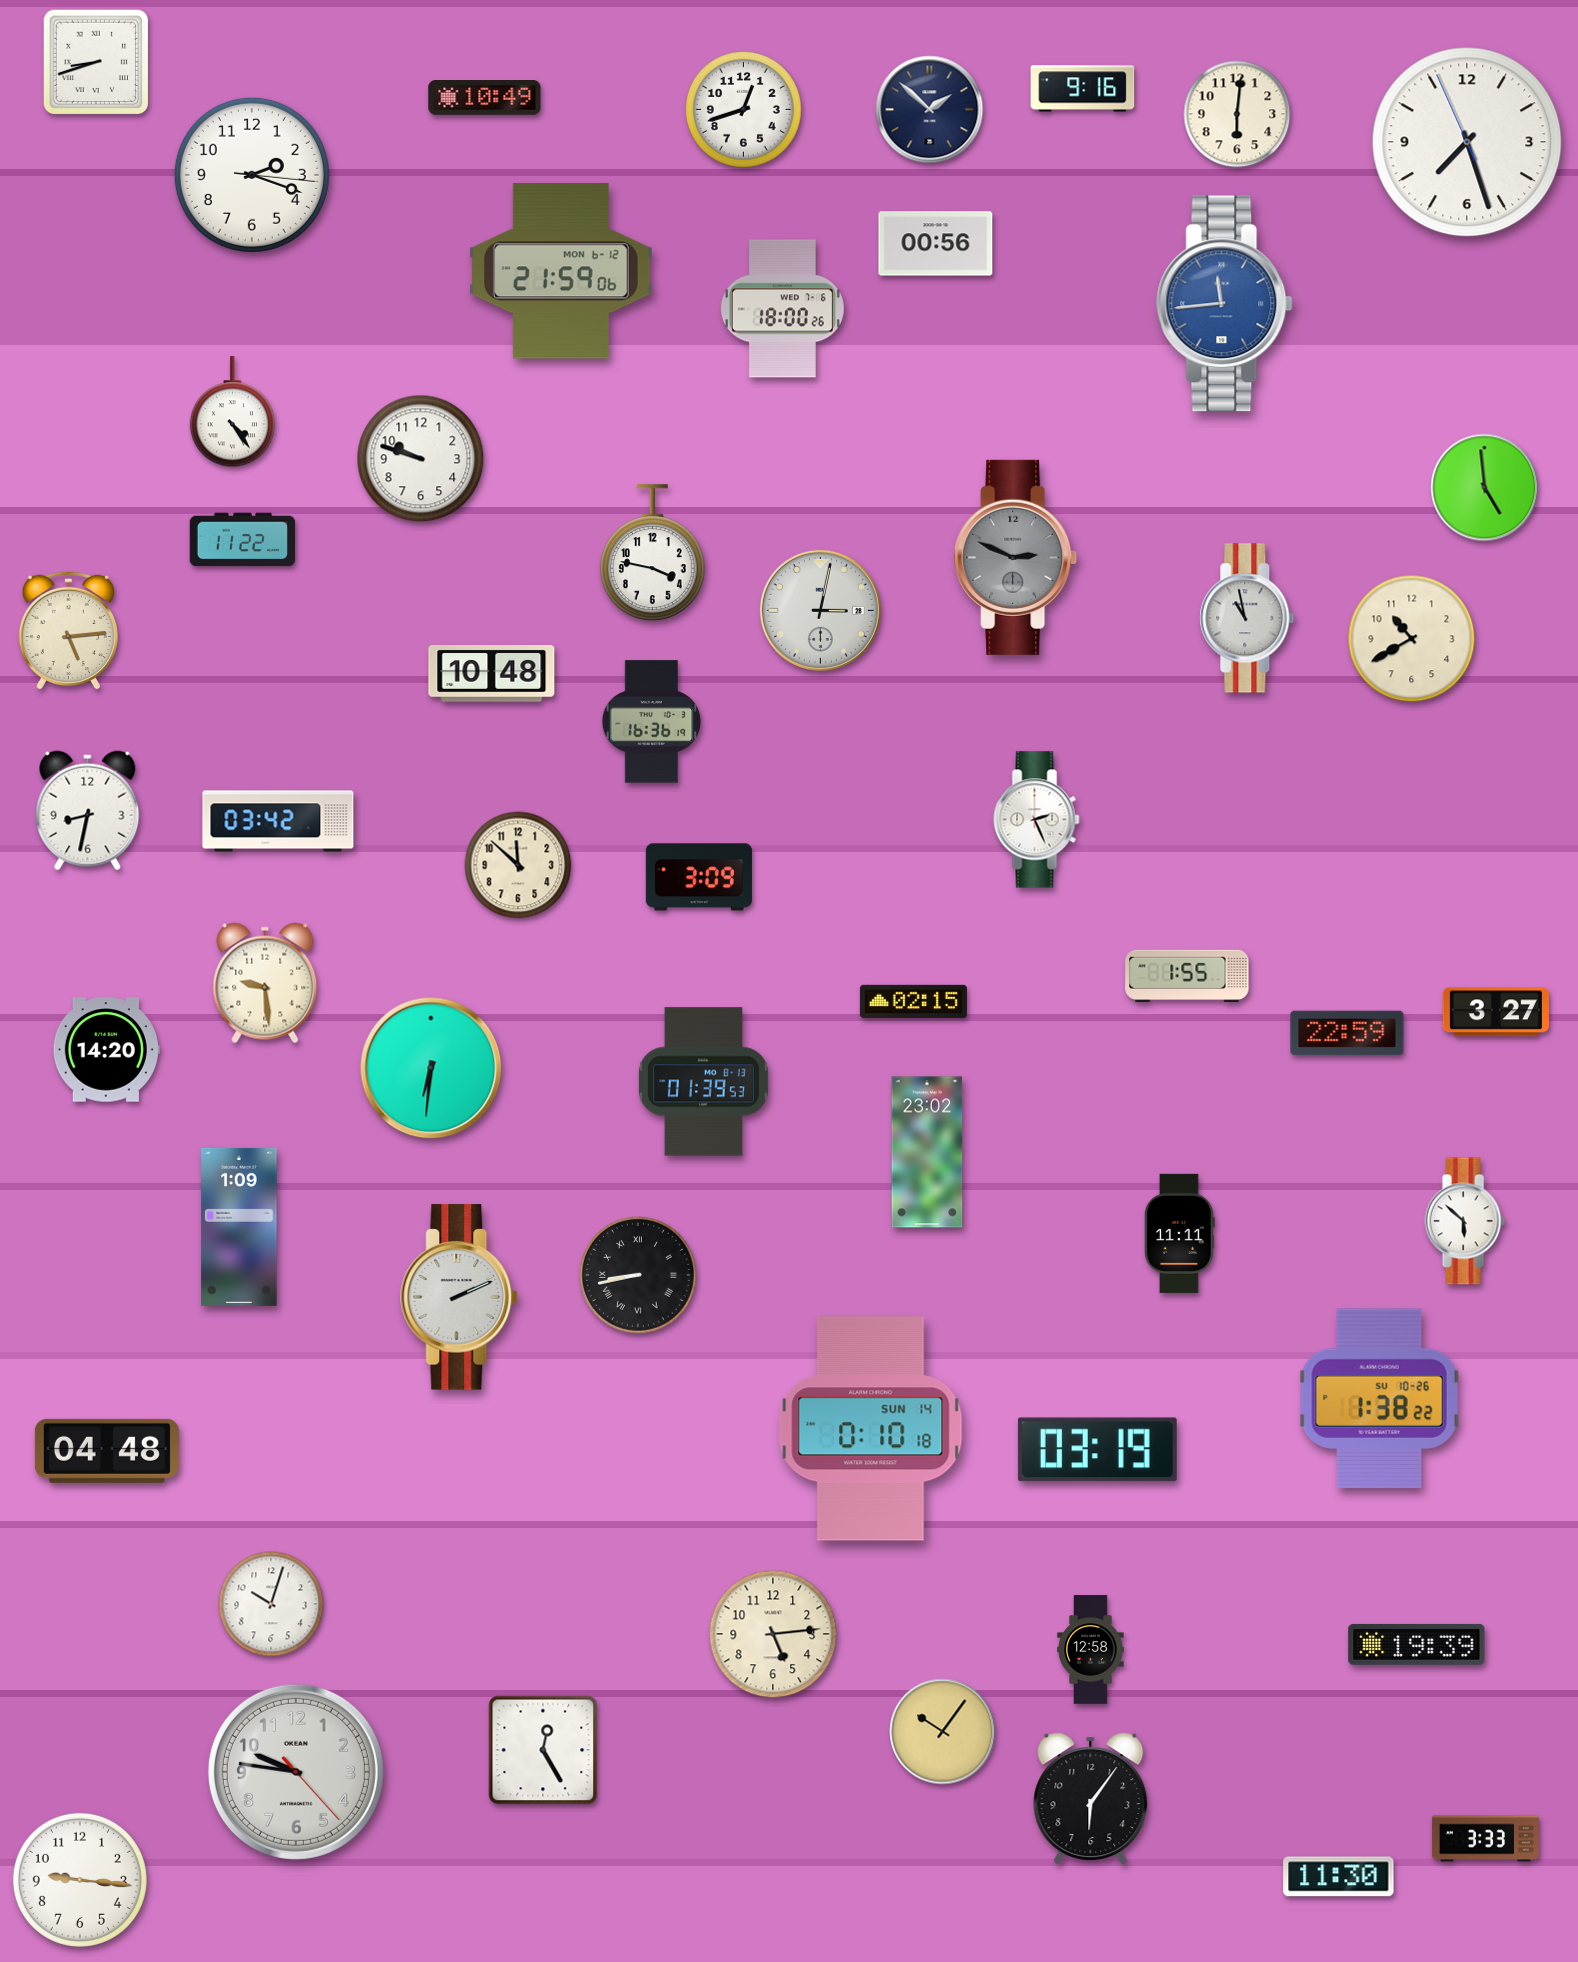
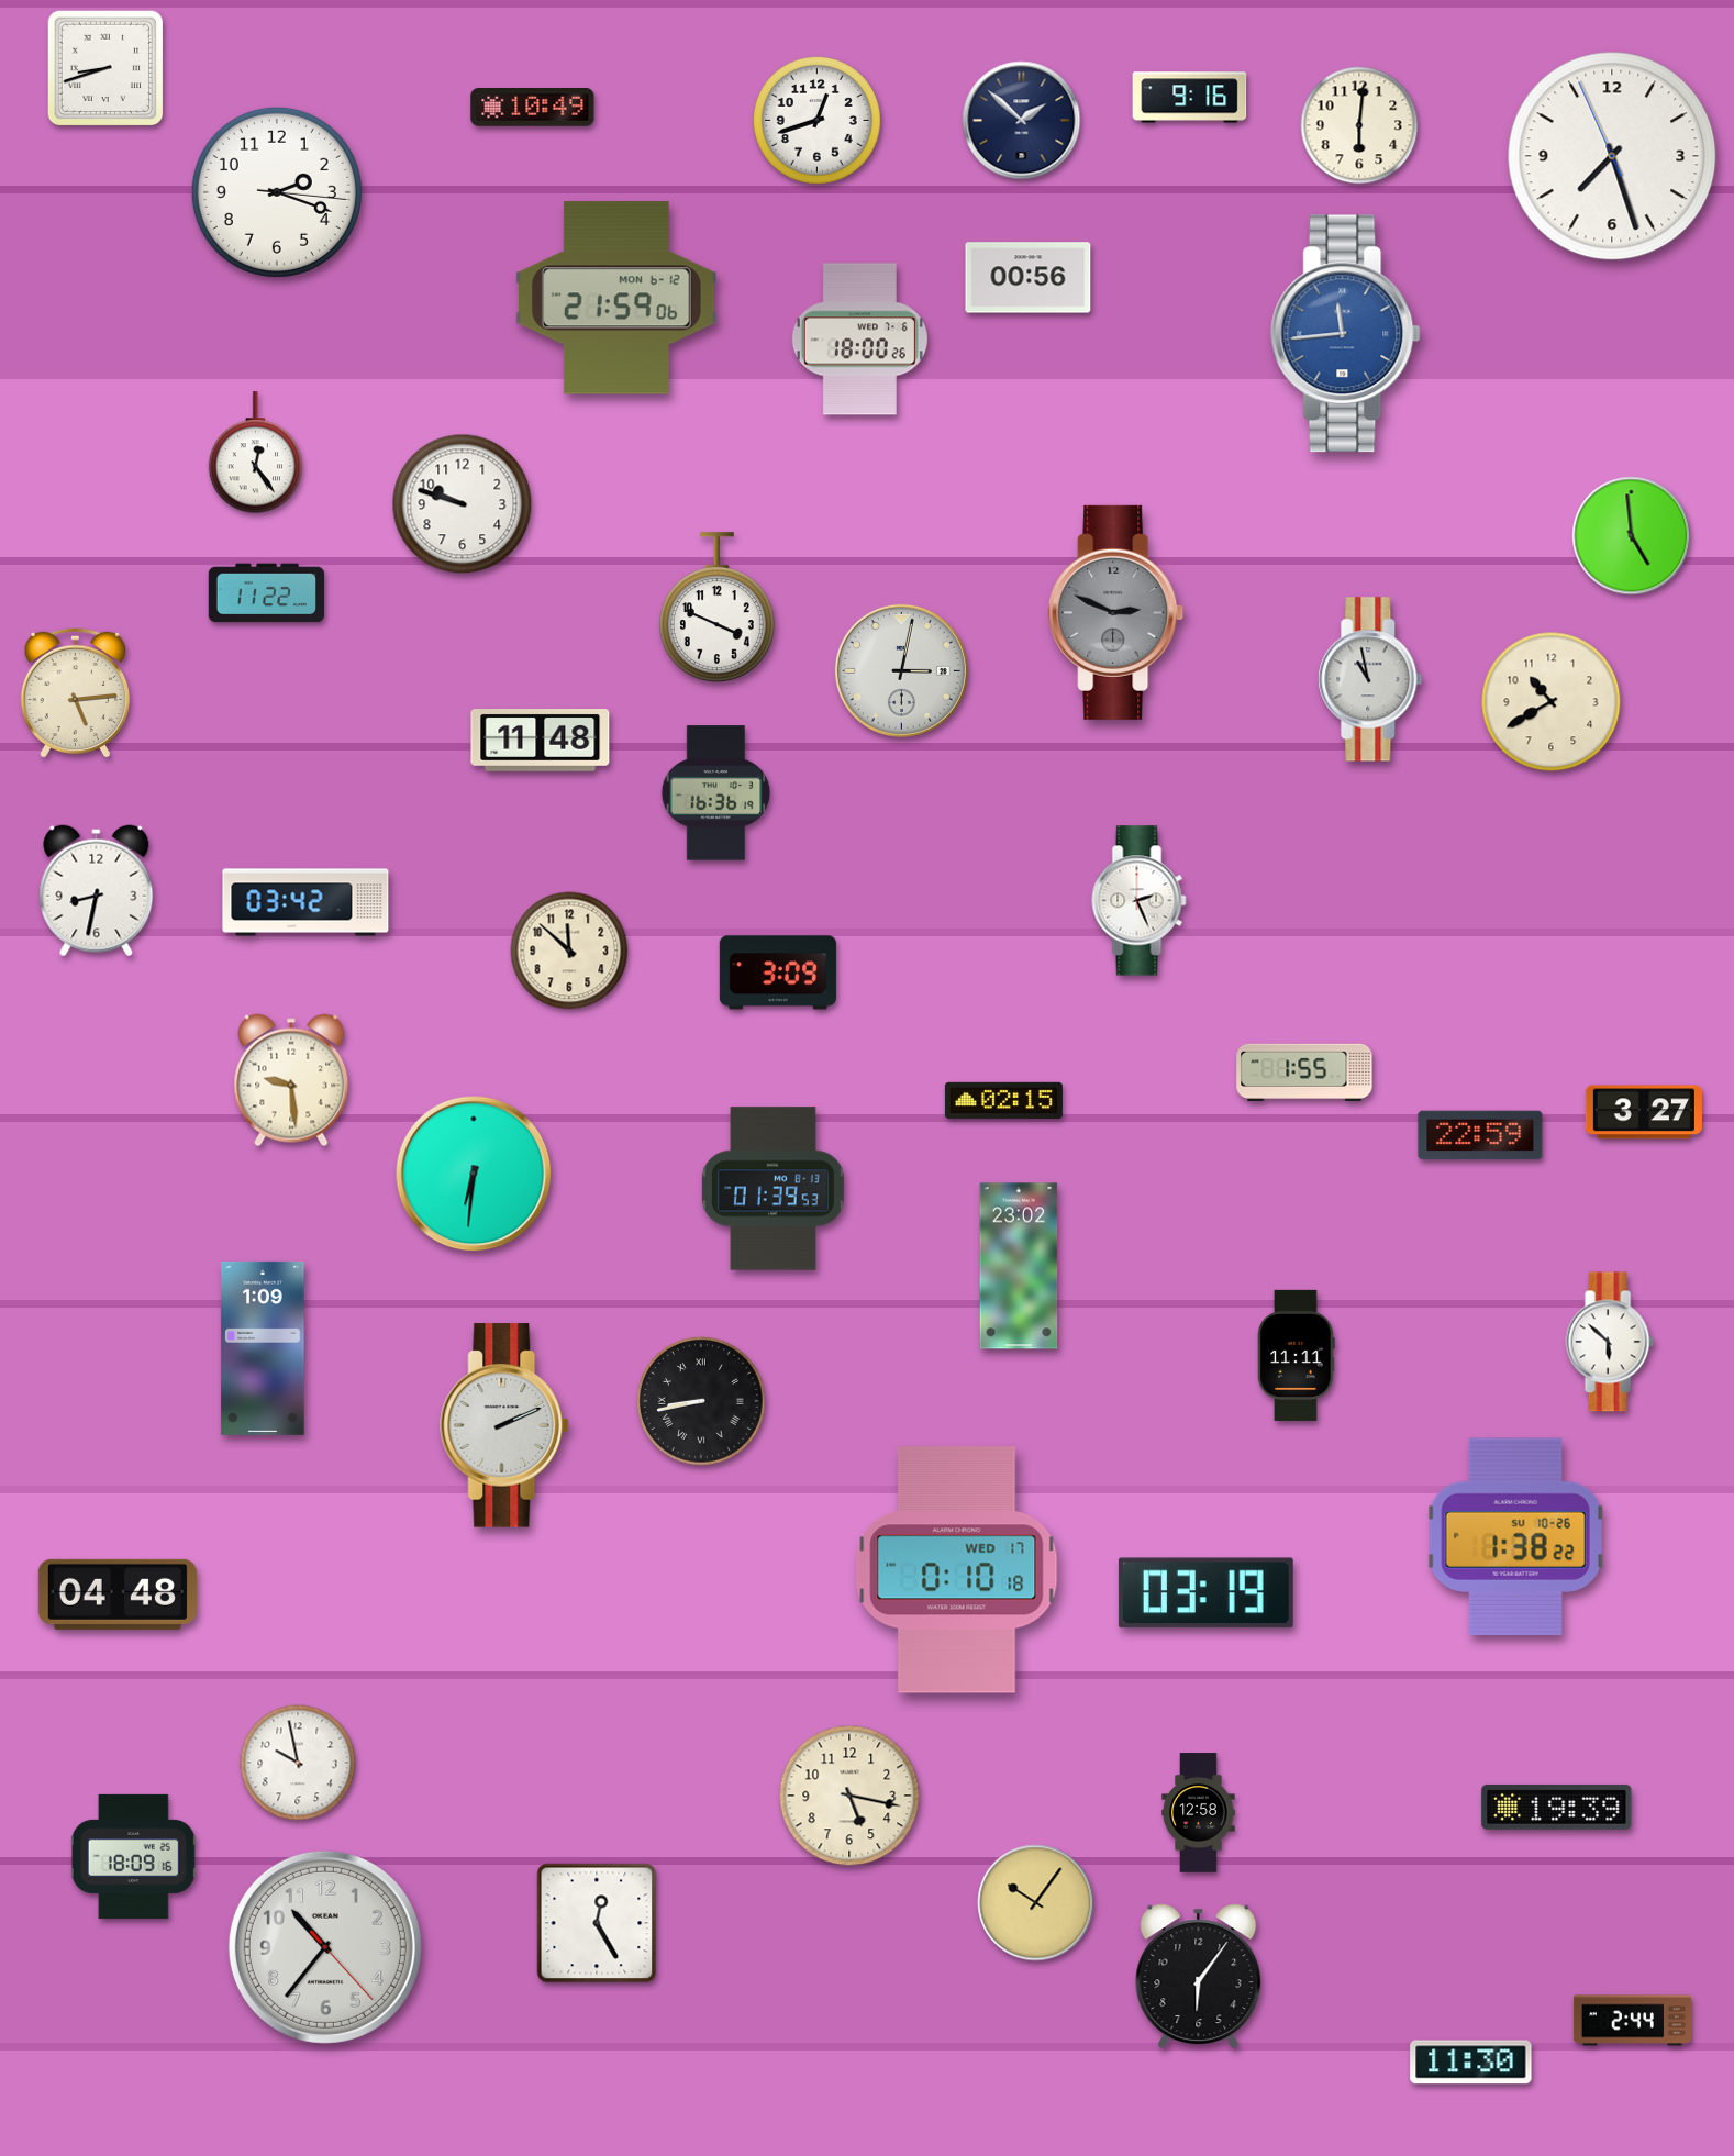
clock at (936, 244) position: (936, 244) -> (1029, 278)
clock at (232, 412): 4:24 -> 12:24
clock at (652, 553): 3:47 -> 3:49
clock at (492, 674): 10:48 -> 11:48
clock at (699, 877) position: (699, 877) -> (778, 973)
clock at (106, 1050): 14:20 -> none
clock at (871, 1429) date: SUN 14 -> WED 17
clock at (271, 1604): 10:03 -> 9:58
clock at (773, 1634): 5:14 -> 5:17
clock at (133, 1856): none -> 18:09
clock at (296, 1772): 9:46 -> 10:36
clock at (1485, 1839): 3:33 -> 2:44
clock at (80, 1880): 9:16 -> none
